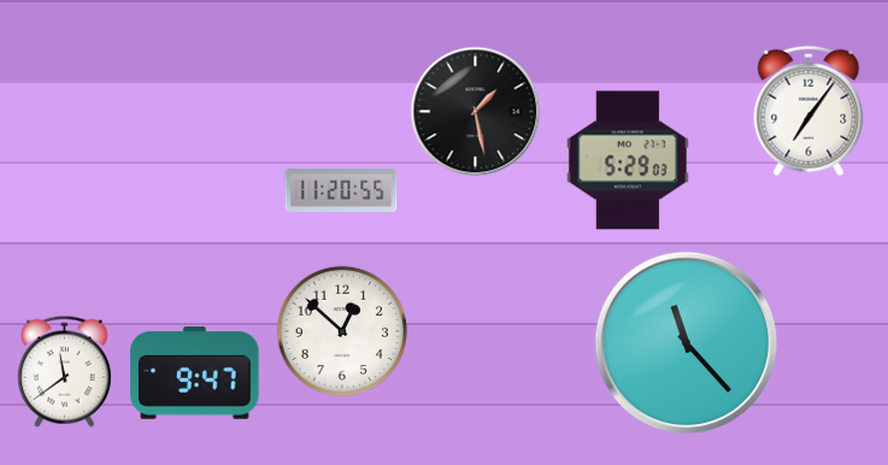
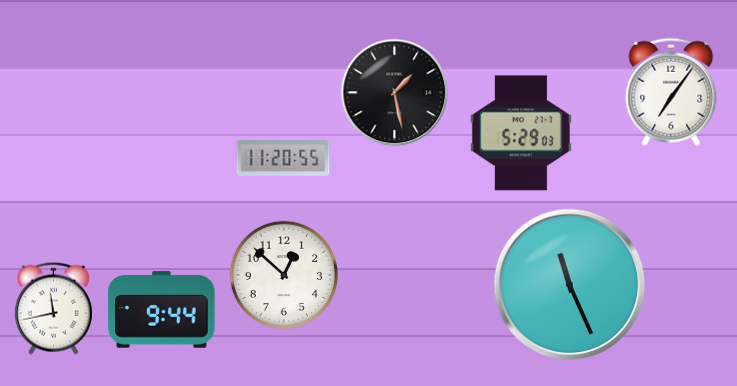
clock at (687, 343): 11:23 -> 11:26
clock at (64, 371): 11:39 -> 11:43
clock at (195, 373): 9:47 -> 9:44
